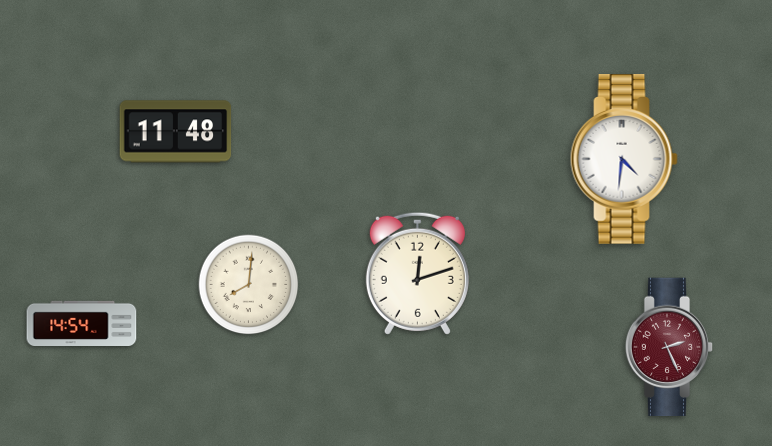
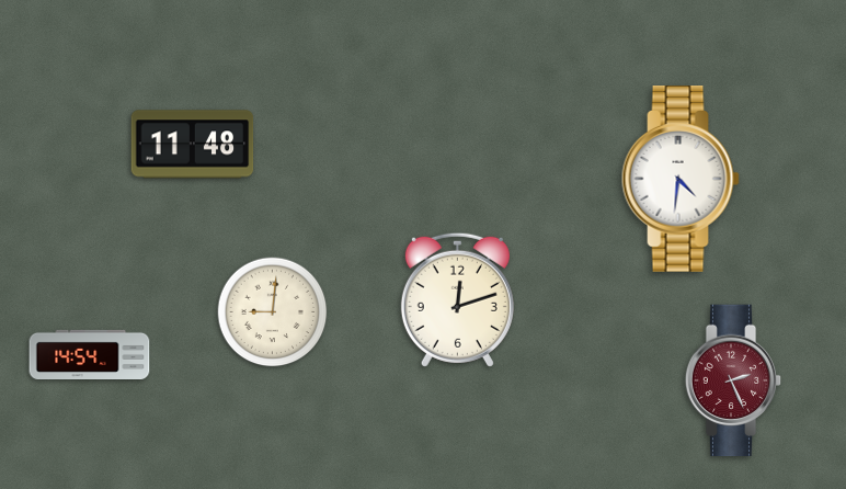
clock at (624, 160) position: (624, 160) -> (681, 180)
clock at (249, 285): 8:01 -> 9:01
